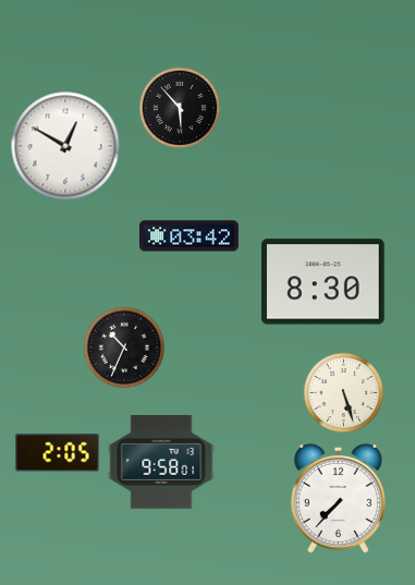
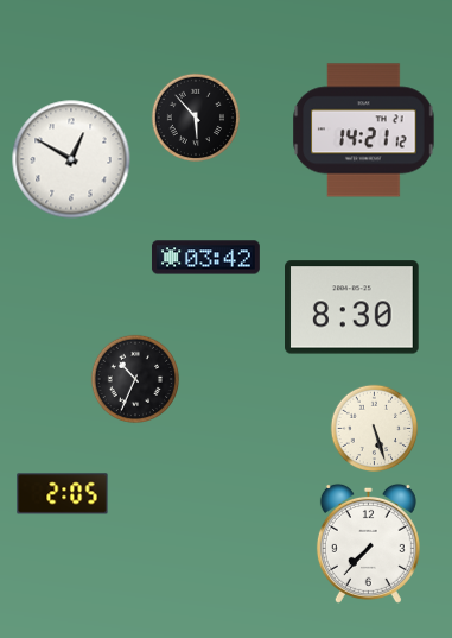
clock at (364, 131): none -> 14:21
clock at (161, 462): 9:58 -> none
